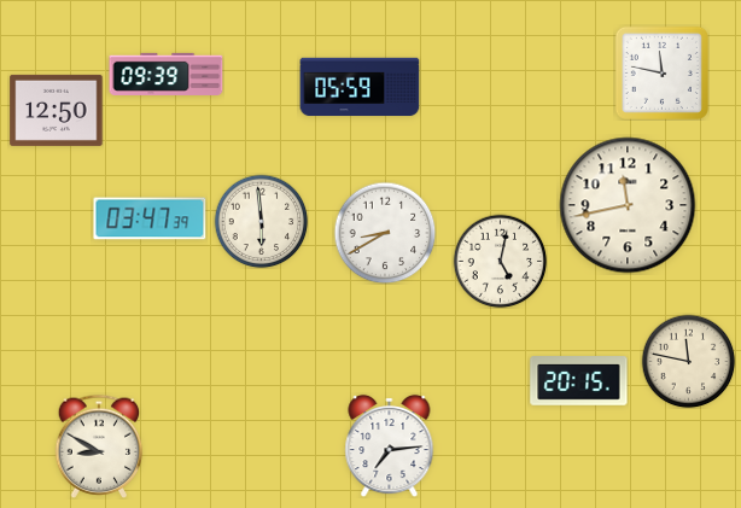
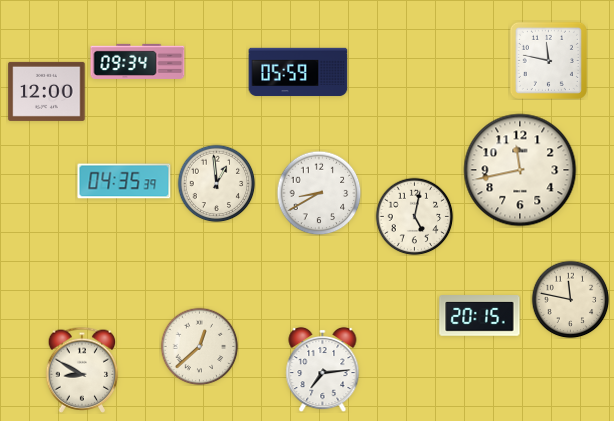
clock at (167, 74): 09:39 -> 09:34
clock at (57, 110): 12:50 -> 12:00
clock at (150, 218): 03:47 -> 04:35
clock at (261, 221): 5:59 -> 12:59
clock at (199, 346): none -> 12:38
